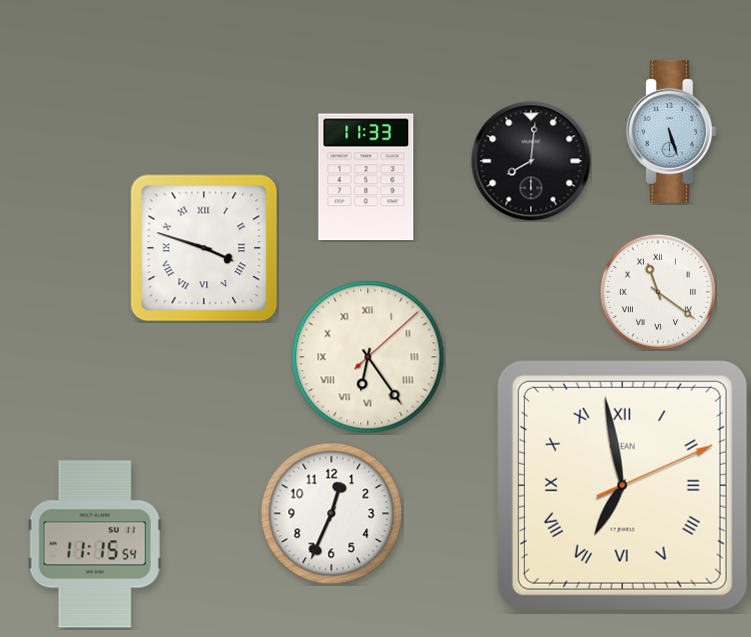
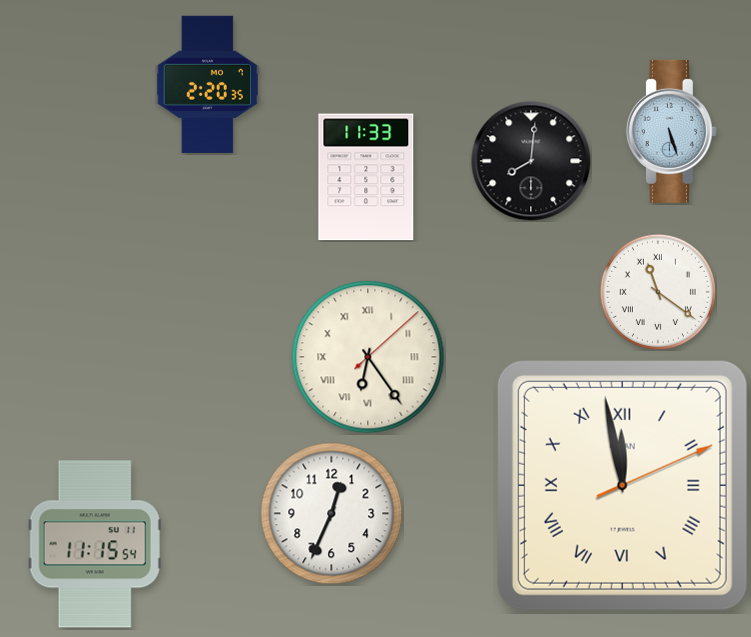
clock at (207, 84): none -> 2:20
clock at (204, 248): 3:48 -> none
clock at (622, 485): 6:58 -> 11:58
